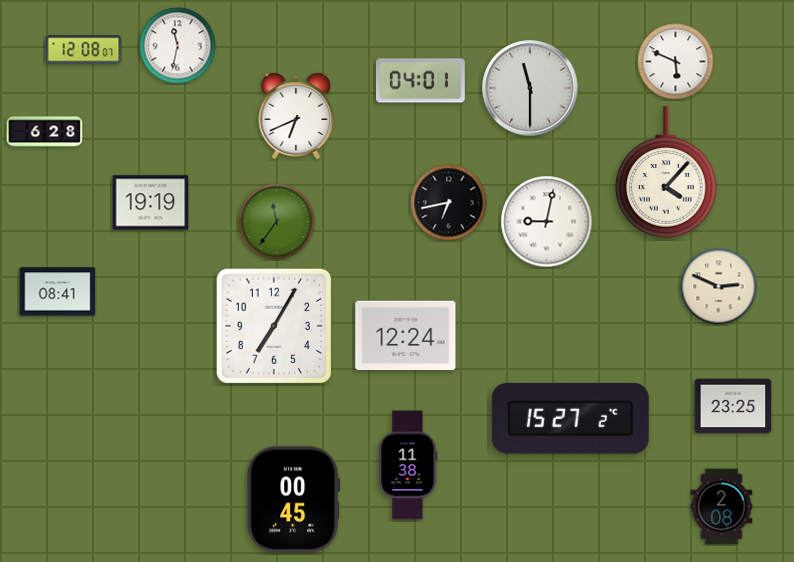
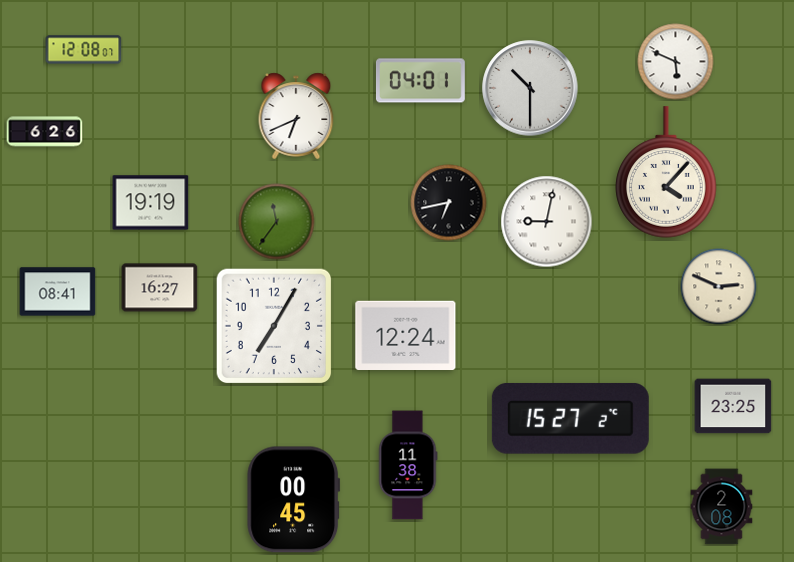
clock at (178, 46): 11:32 -> none
clock at (530, 88): 11:30 -> 10:30
clock at (45, 132): 6:28 -> 6:26
clock at (160, 288): none -> 16:27
